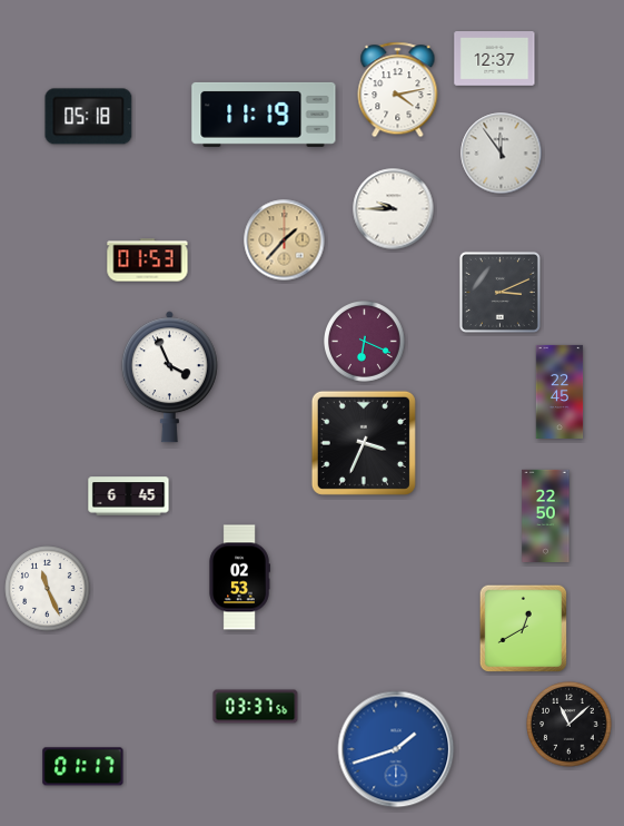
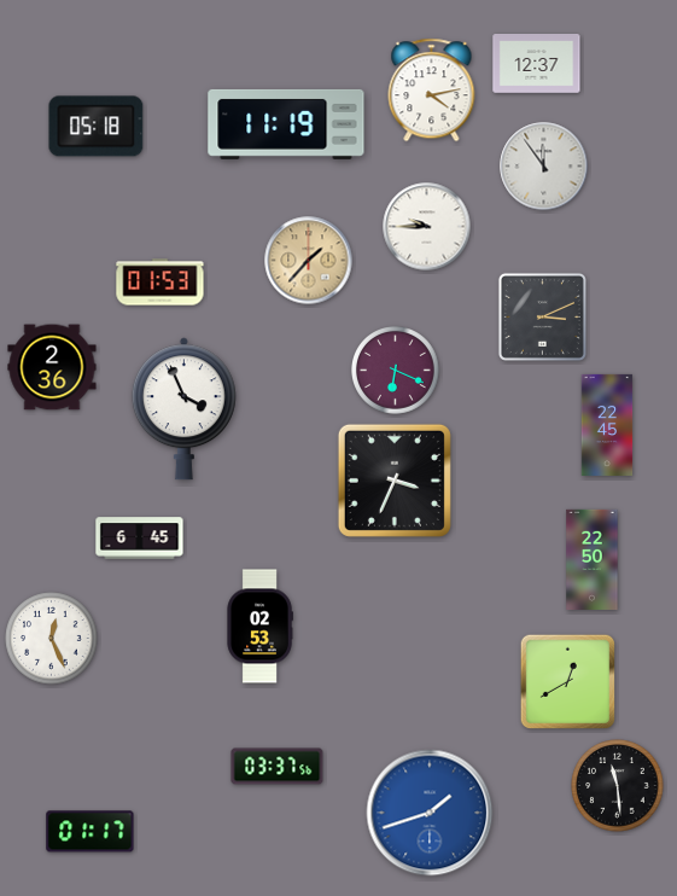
clock at (398, 90) position: (398, 90) -> (432, 91)
clock at (52, 367): none -> 2:36
clock at (48, 589): 11:26 -> 12:26
clock at (569, 725): 11:08 -> 11:29
